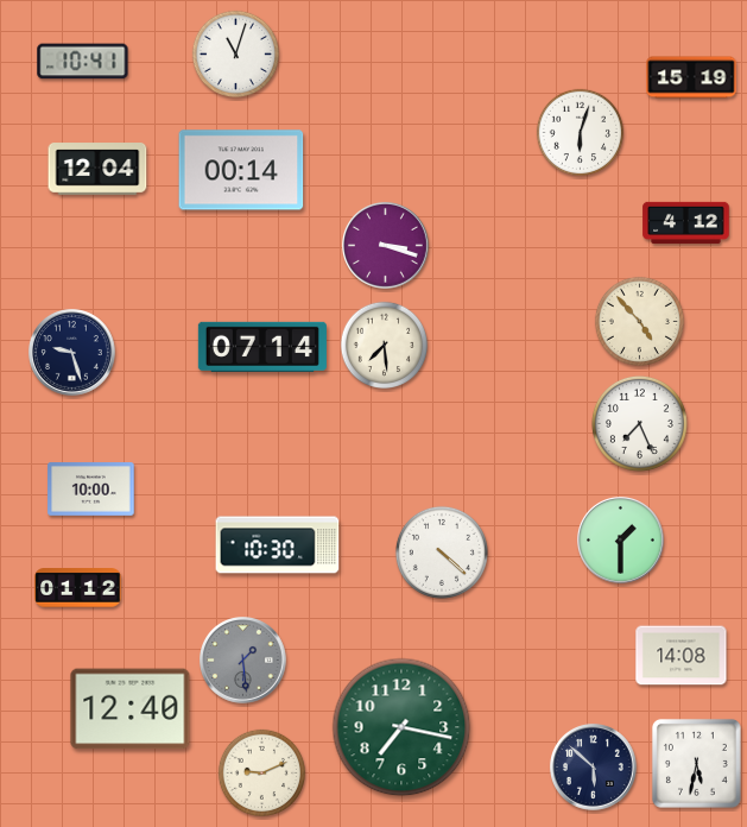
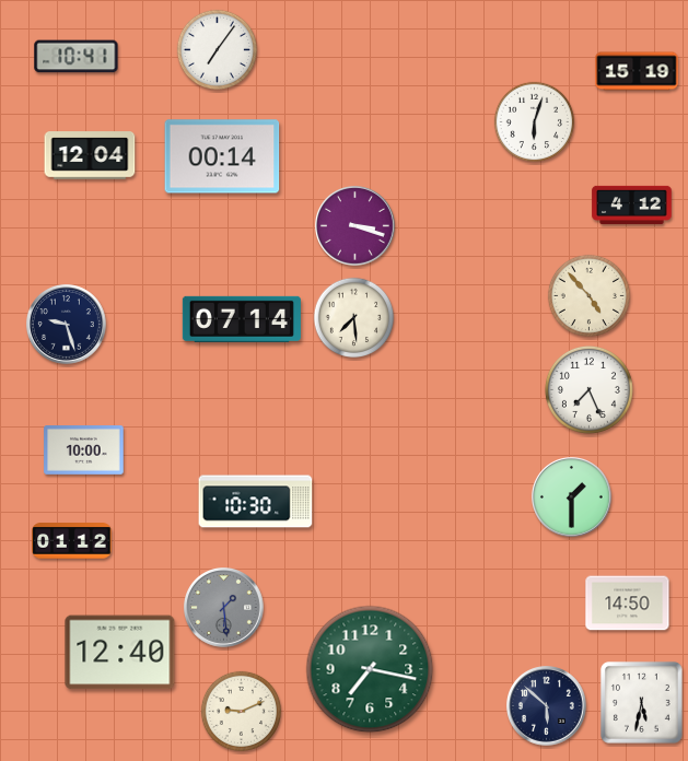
clock at (236, 55): 11:03 -> 7:06
clock at (442, 553): 4:22 -> none
clock at (682, 656): 14:08 -> 14:50
